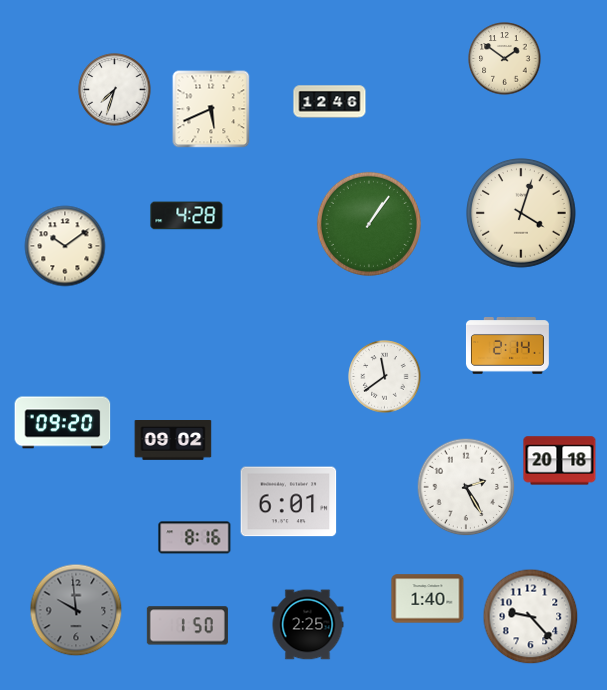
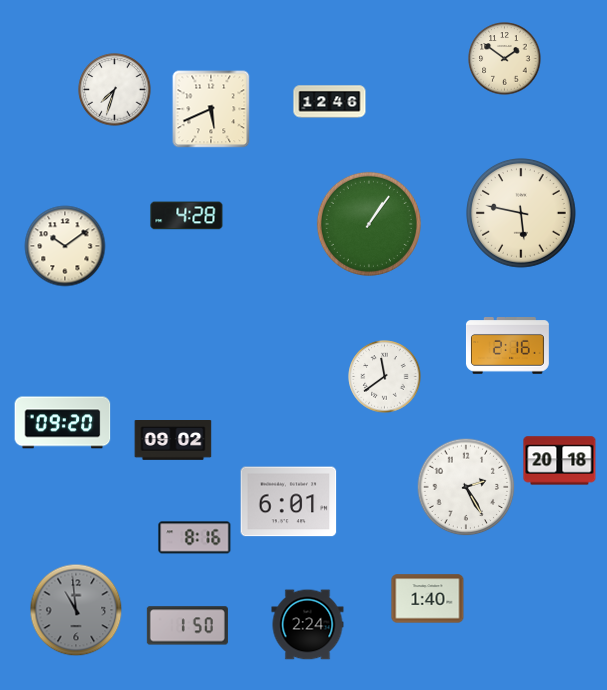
clock at (522, 214): 4:03 -> 5:47
clock at (507, 346): 2:14 -> 2:16
clock at (76, 610): 9:59 -> 10:59
clock at (531, 617): 9:23 -> none
clock at (308, 625): 2:25 -> 2:24
